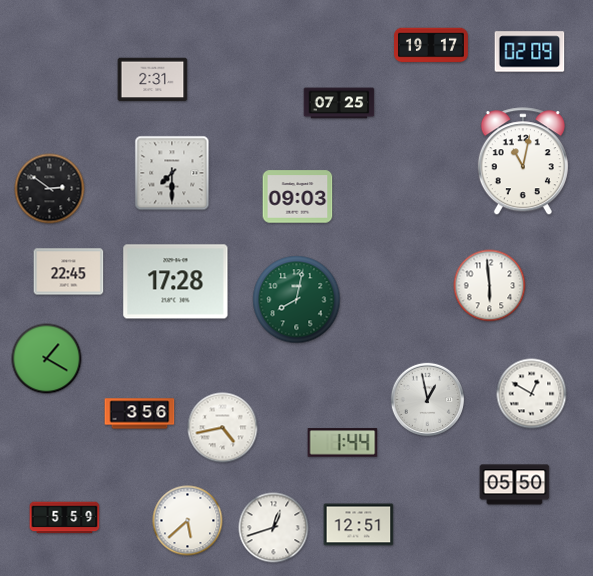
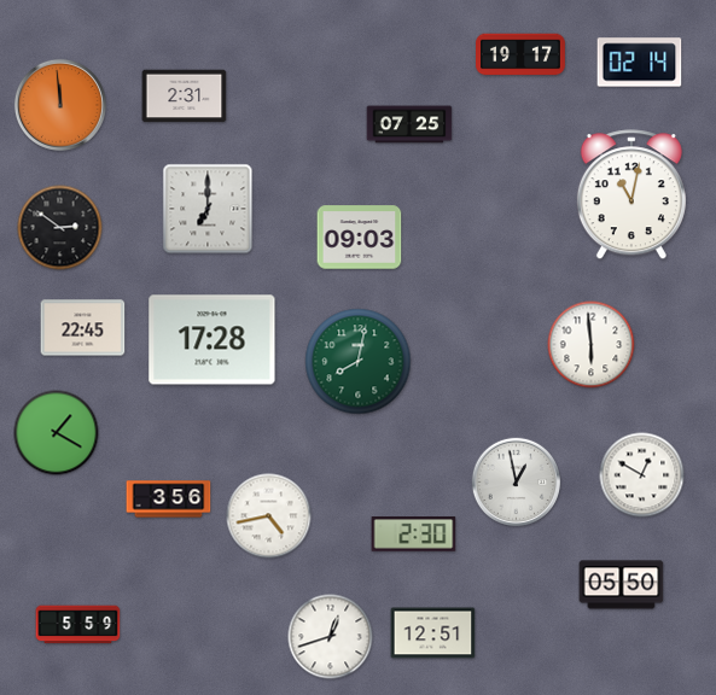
clock at (530, 52): 02:09 -> 02:14
clock at (60, 105): none -> 11:59
clock at (172, 173): 7:30 -> 7:00
clock at (343, 443): 1:44 -> 2:30
clock at (188, 521): 5:38 -> none
